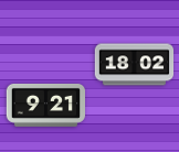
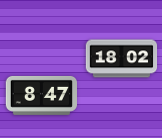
clock at (46, 105): 9:21 -> 8:47
